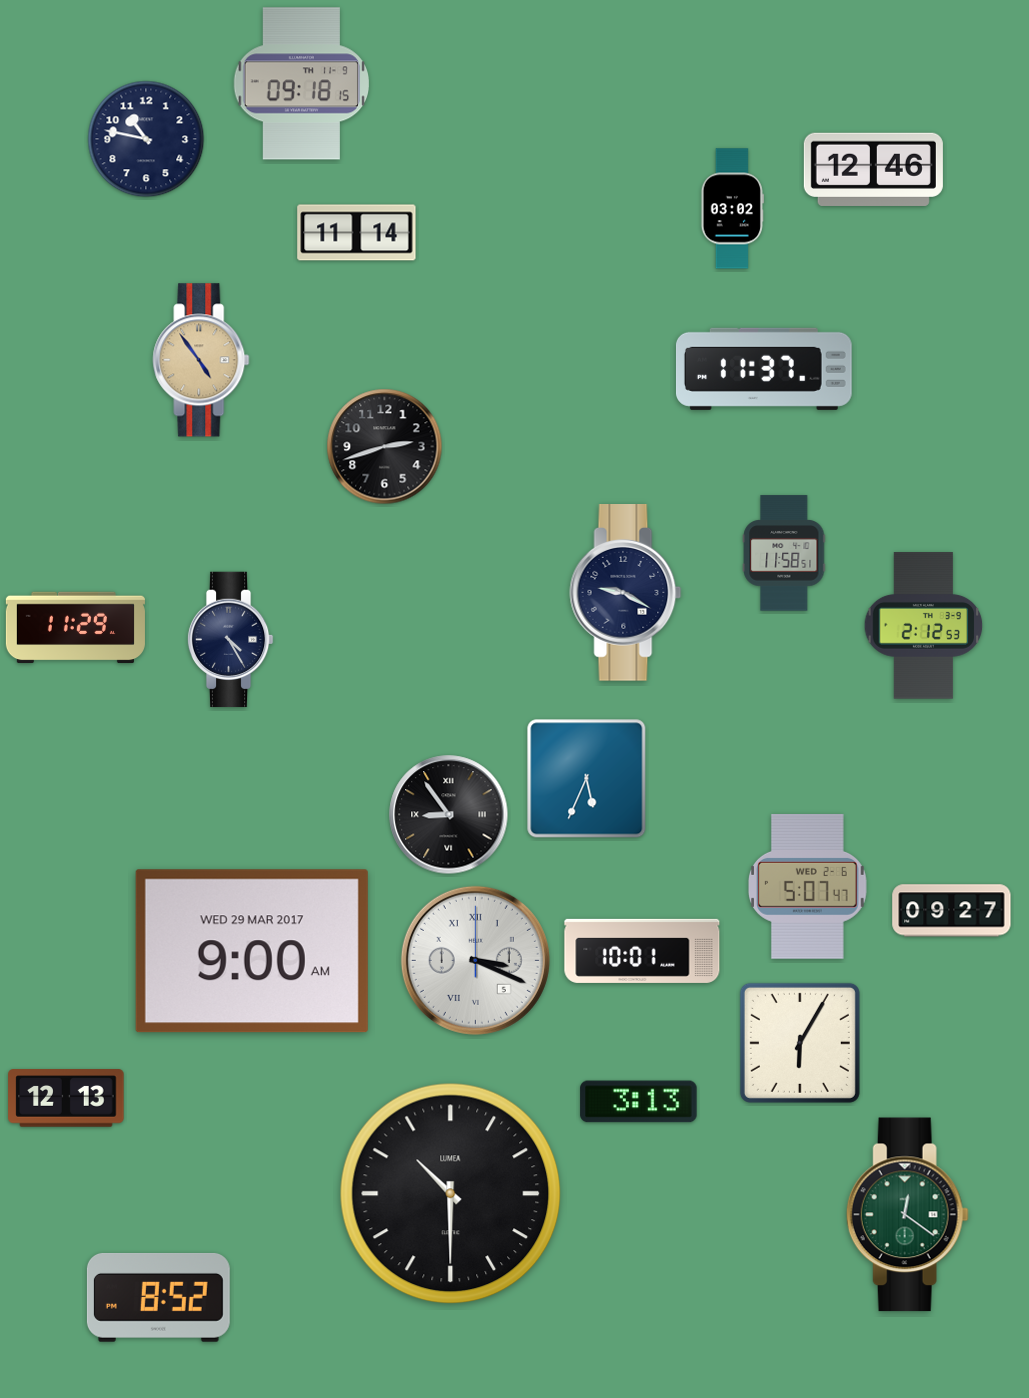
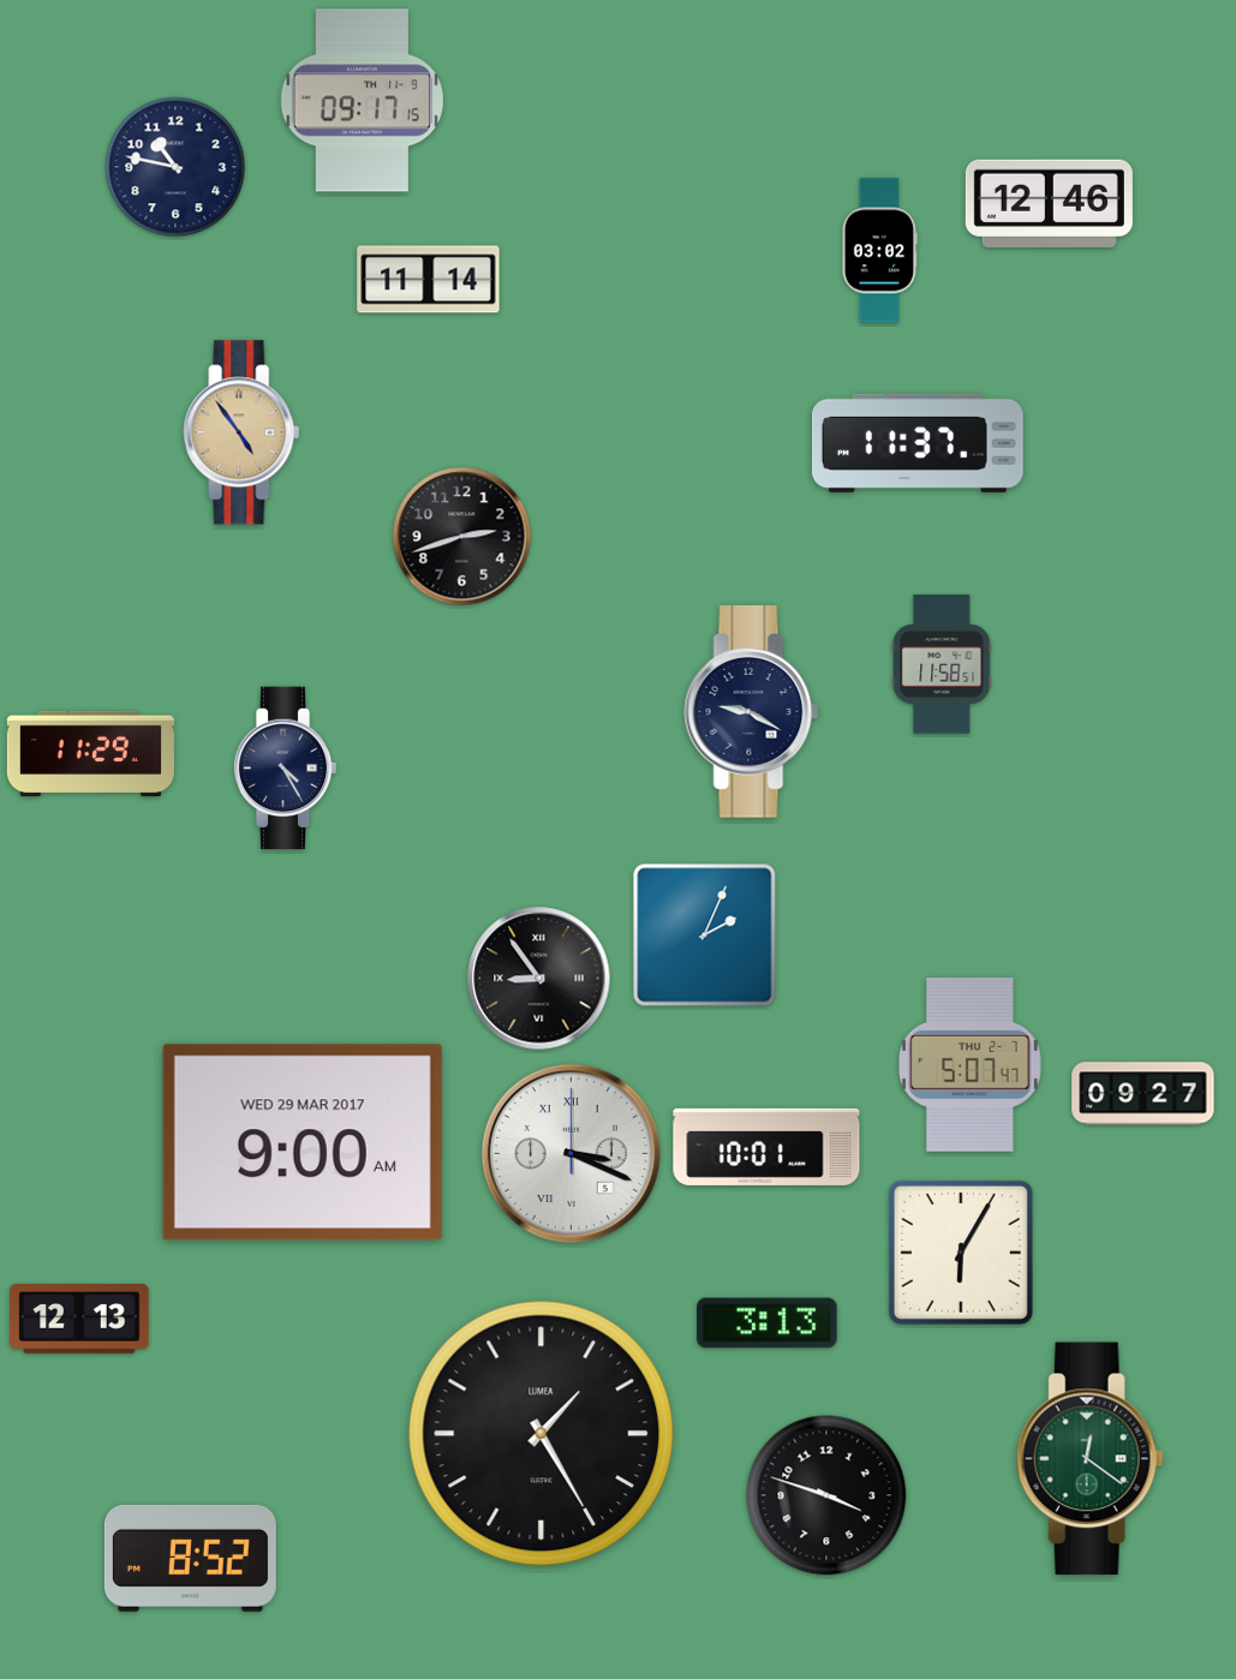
clock at (302, 84): 09:18 -> 09:17
clock at (924, 626): 2:12 -> none
clock at (230, 640) position: (230, 640) -> (285, 769)
clock at (587, 779): 5:34 -> 2:04
clock at (807, 886) date: WED 2-6 -> THU 2-7
clock at (642, 951) position: (642, 951) -> (766, 1147)
clock at (451, 1194): 10:30 -> 1:25
clock at (826, 1495): none -> 3:48
